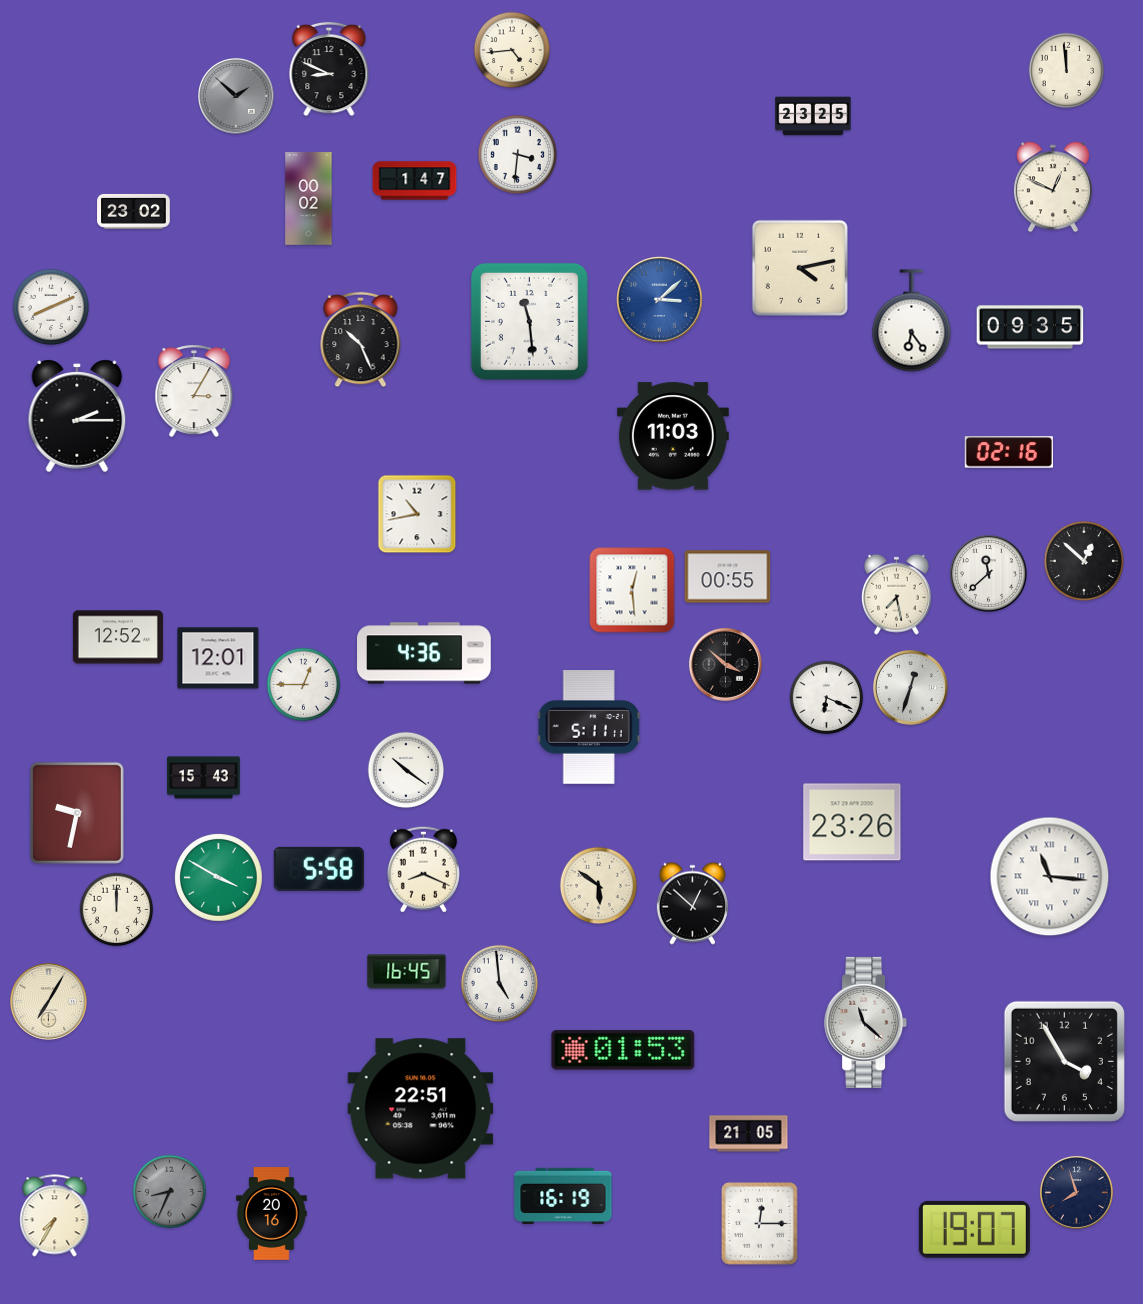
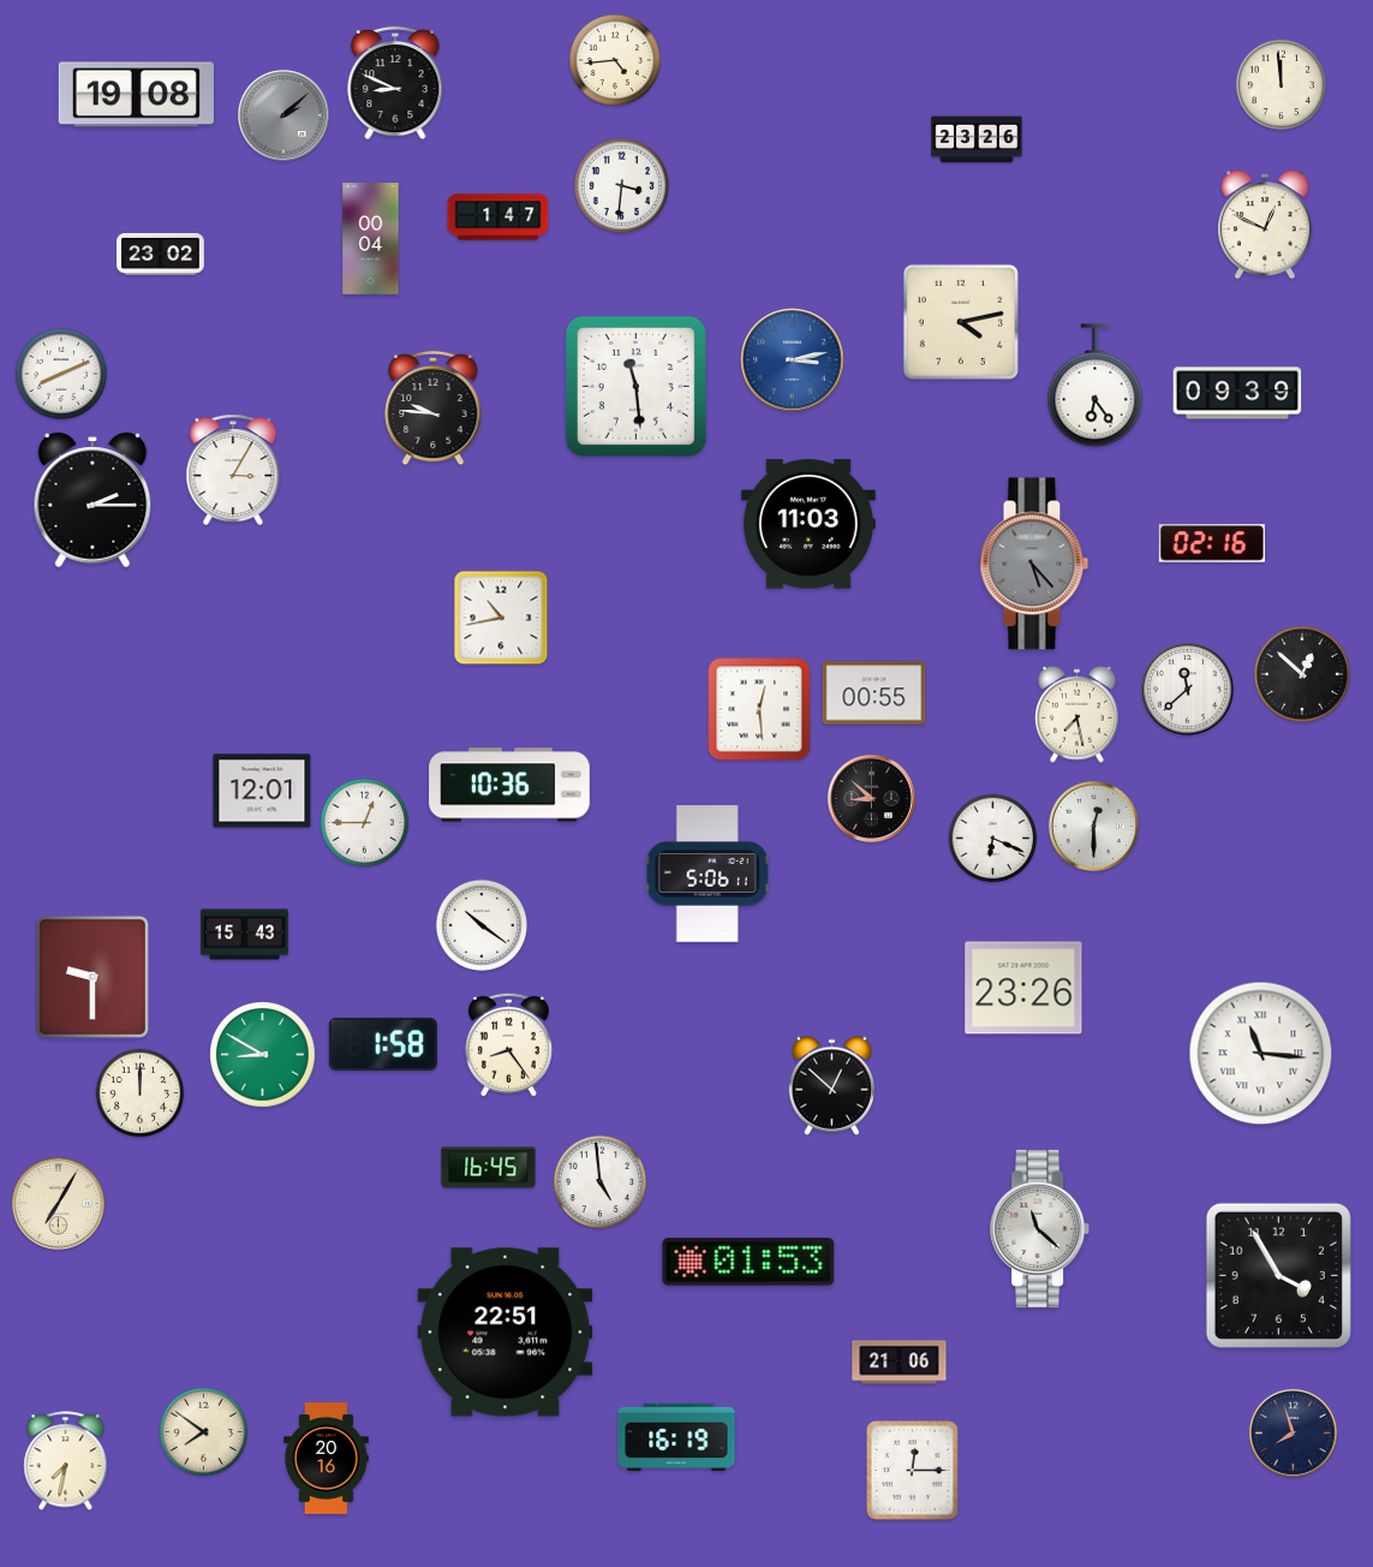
clock at (136, 95): none -> 19:08
clock at (236, 96): 1:52 -> 2:08
clock at (813, 116): 23:25 -> 23:26
clock at (309, 199): 00:02 -> 00:04
clock at (660, 300): 3:08 -> 3:13
clock at (51, 307) position: (51, 307) -> (61, 374)
clock at (1030, 327): 09:35 -> 09:39
clock at (361, 340): 10:26 -> 9:46
clock at (1034, 564): none -> 5:23
clock at (118, 637): 12:52 -> none
clock at (424, 653): 4:36 -> 10:36
clock at (725, 664): 3:52 -> 8:52
clock at (910, 687): 12:33 -> 12:30
clock at (589, 727): 5:11 -> 5:06
clock at (406, 770) position: (406, 770) -> (482, 925)
clock at (77, 813): 9:32 -> 9:30
clock at (319, 869): 5:58 -> 1:58
clock at (423, 869): 8:19 -> 8:24
clock at (219, 878): 3:50 -> 8:50
clock at (598, 885): 5:51 -> none
clock at (749, 1134): 21:05 -> 21:06
clock at (170, 1192): 8:34 -> 7:51
clock at (170, 1192) dial: grey -> cream
clock at (55, 1216): 7:35 -> 7:32
clock at (974, 1229): 19:07 -> none
